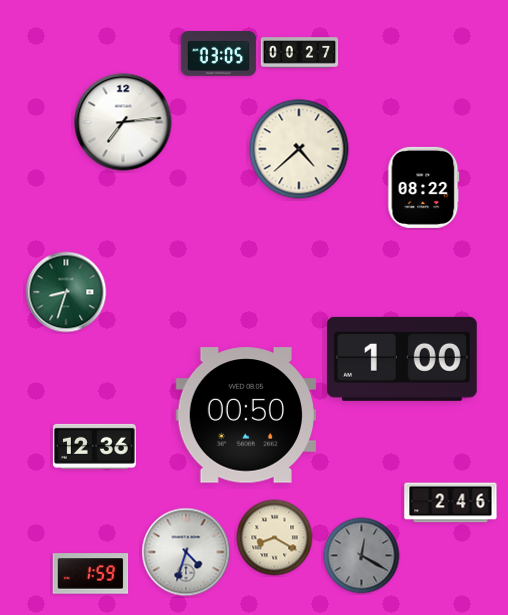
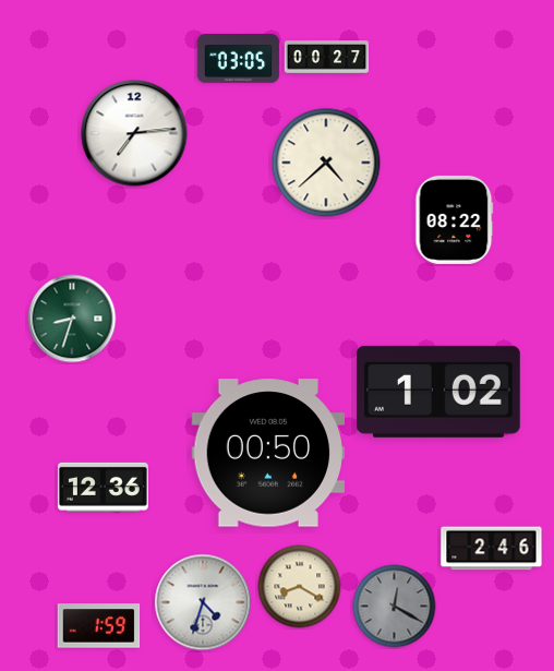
clock at (424, 187) position: (424, 187) -> (455, 219)
clock at (402, 359): 1:00 -> 1:02
